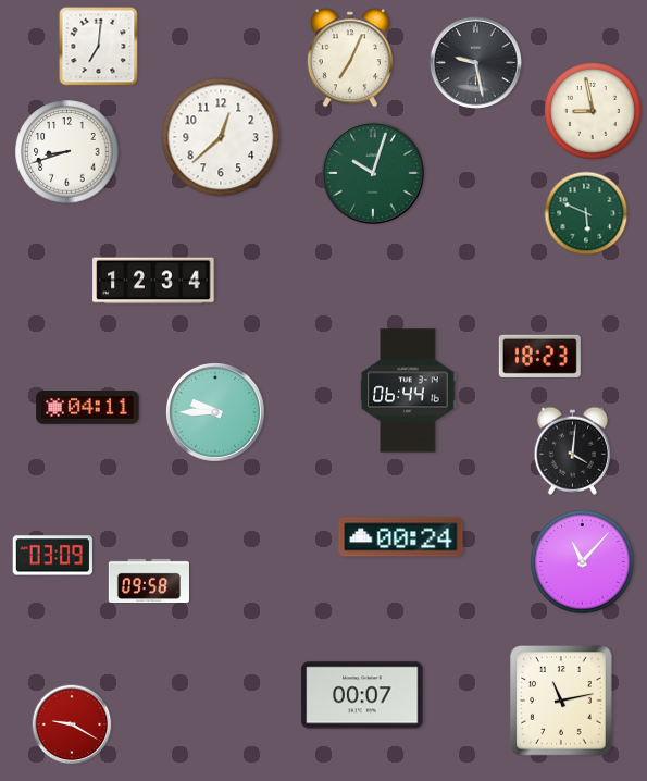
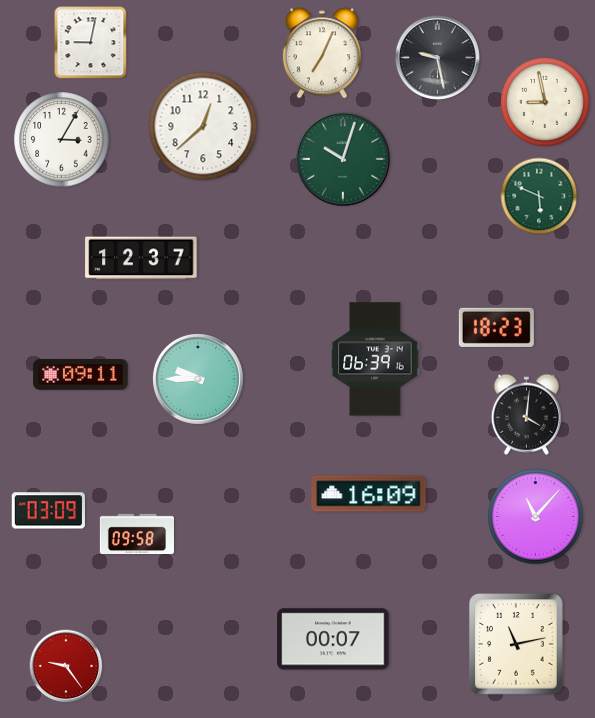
clock at (99, 47): 7:01 -> 9:02
clock at (67, 152): 8:42 -> 3:05
clock at (153, 281): 12:34 -> 12:37
clock at (408, 390): 06:44 -> 06:39
clock at (88, 408): 04:11 -> 09:11
clock at (401, 537): 00:24 -> 16:09
clock at (72, 724): 9:20 -> 9:24
